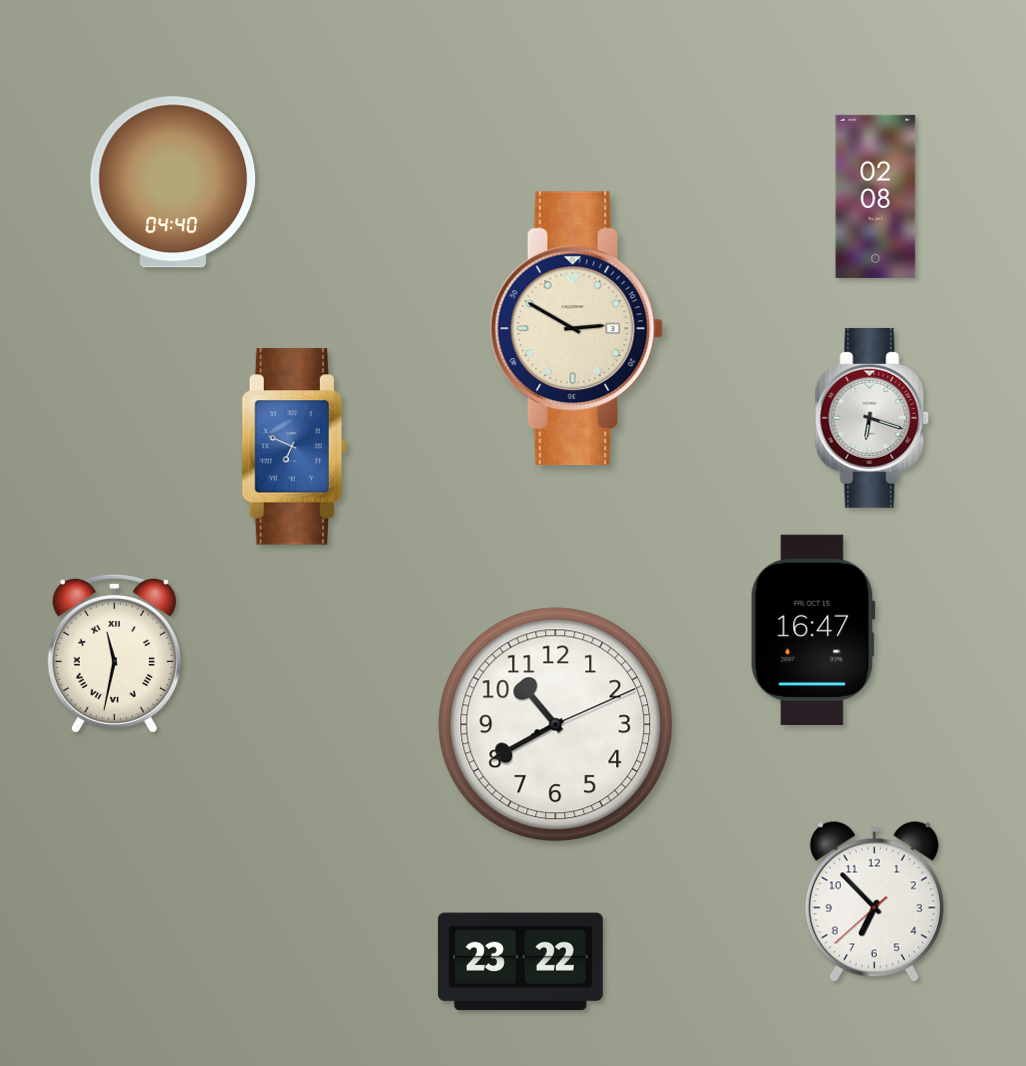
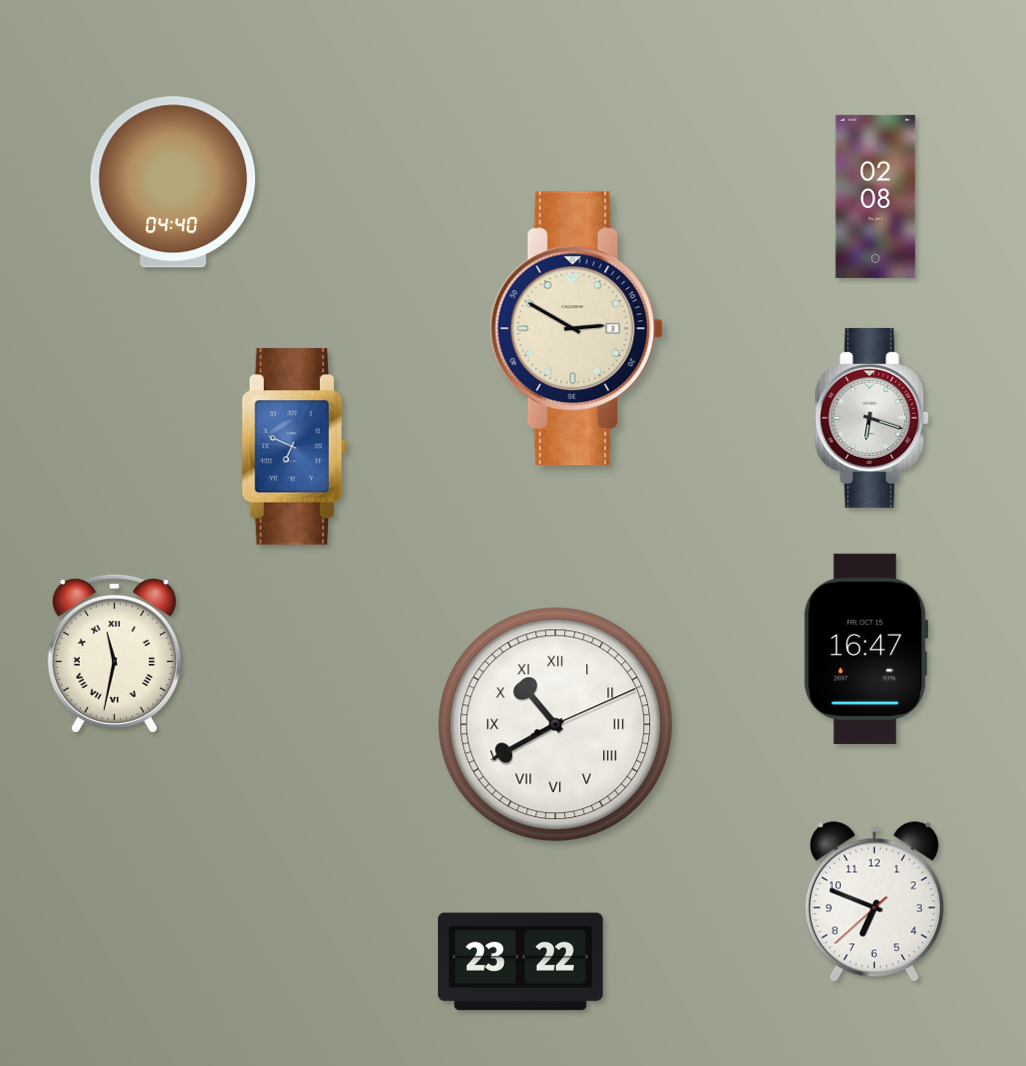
clock at (813, 630) position: (813, 630) -> (866, 649)
clock at (556, 725) numerals: Arabic -> Roman
clock at (874, 902): 6:52 -> 6:48
